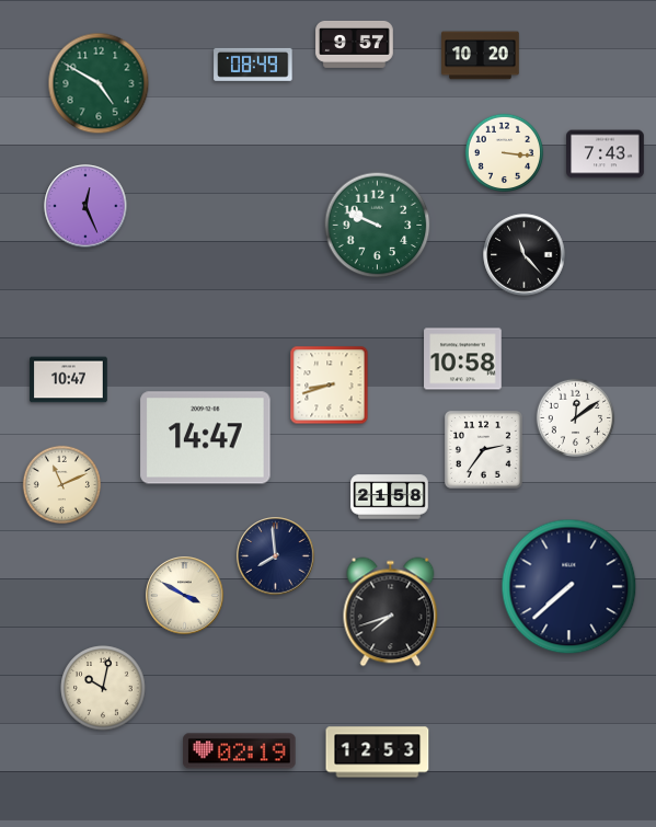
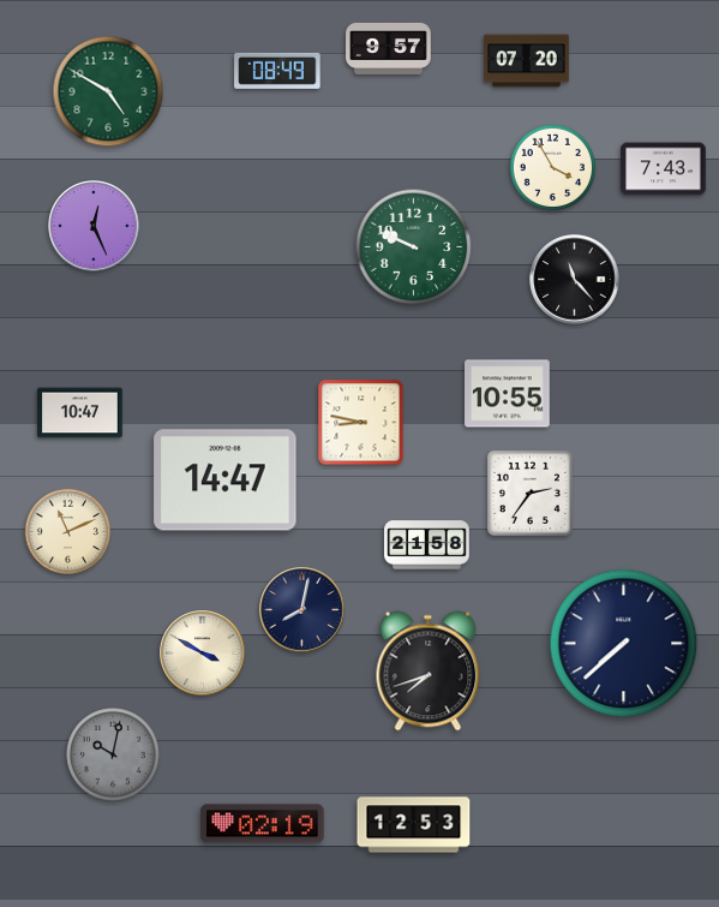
clock at (481, 56): 10:20 -> 07:20
clock at (504, 152): 3:16 -> 3:55
clock at (463, 359): 10:58 -> 10:55
clock at (69, 380) position: (69, 380) -> (80, 413)
clock at (330, 386): 8:42 -> 8:47
clock at (575, 417): 12:09 -> none
clock at (276, 556): 7:59 -> 8:02
clock at (103, 688) dial: cream -> grey
